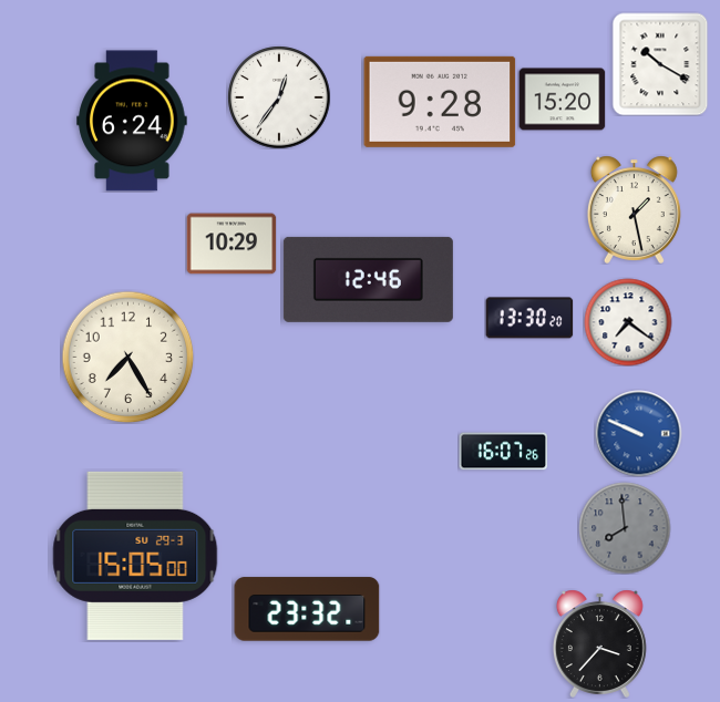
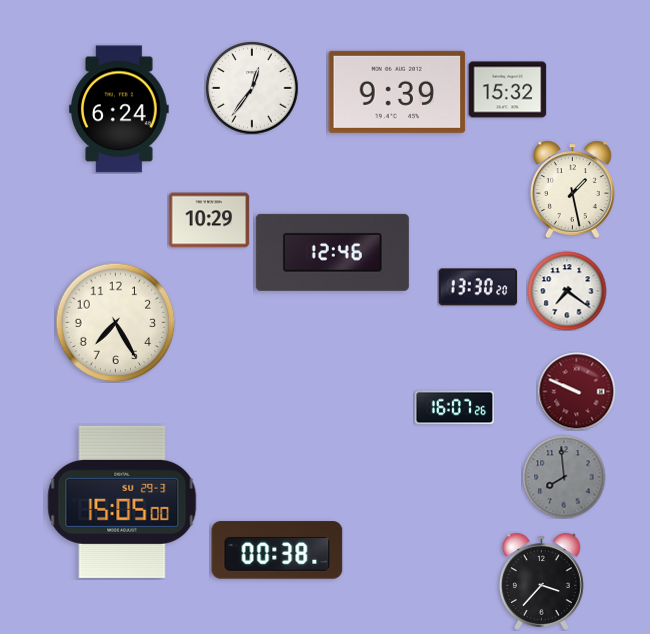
clock at (660, 64): 10:20 -> none
clock at (562, 100): 15:20 -> 15:32
clock at (440, 102): 9:28 -> 9:39
clock at (638, 433) dial: blue -> burgundy
clock at (307, 609): 23:32 -> 00:38
